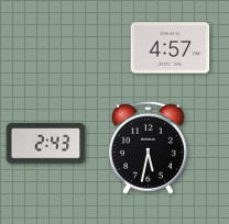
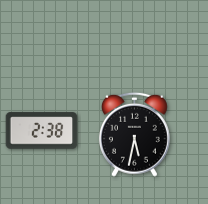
clock at (171, 48): 4:57 -> none
clock at (46, 144): 2:43 -> 2:38
